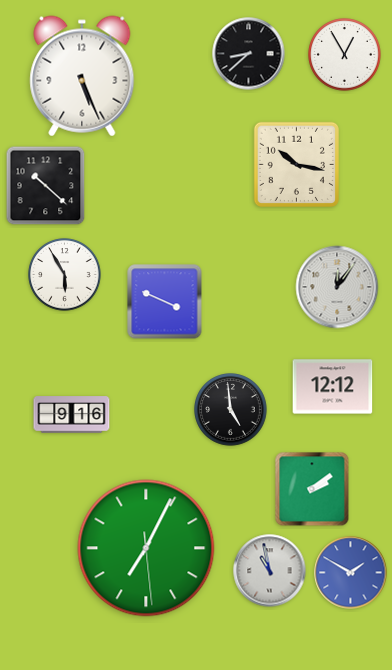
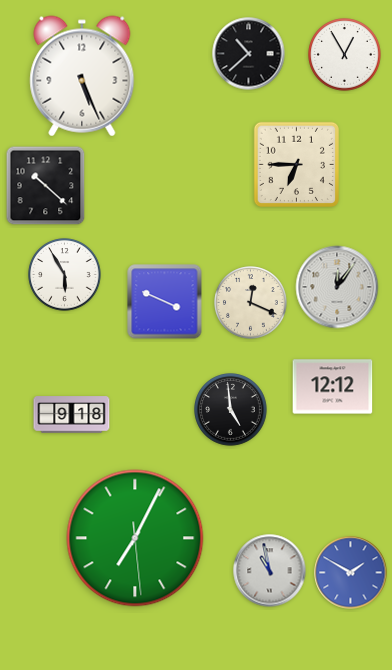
clock at (249, 54): 8:38 -> 10:38
clock at (296, 164): 10:17 -> 6:45
clock at (251, 303): none -> 12:19
clock at (72, 415): 9:16 -> 9:18
clock at (312, 489): 2:09 -> none
clock at (146, 548) position: (146, 548) -> (135, 538)
